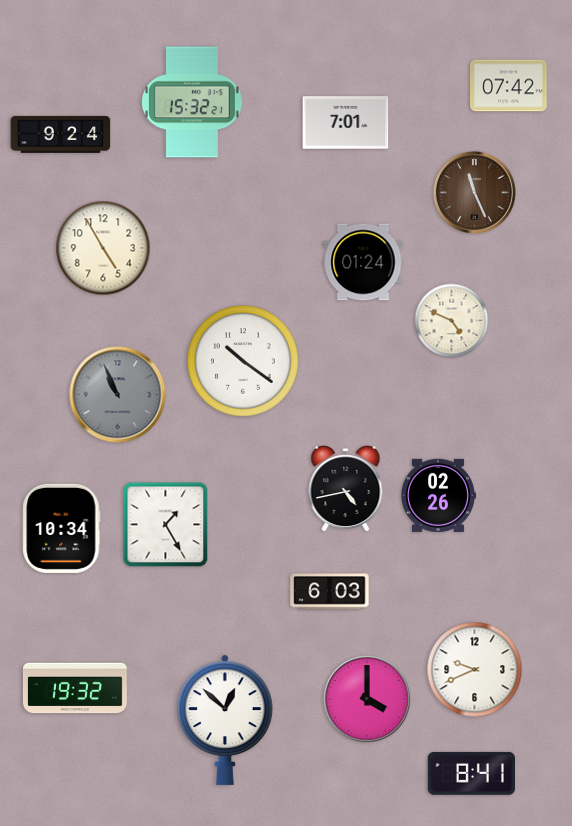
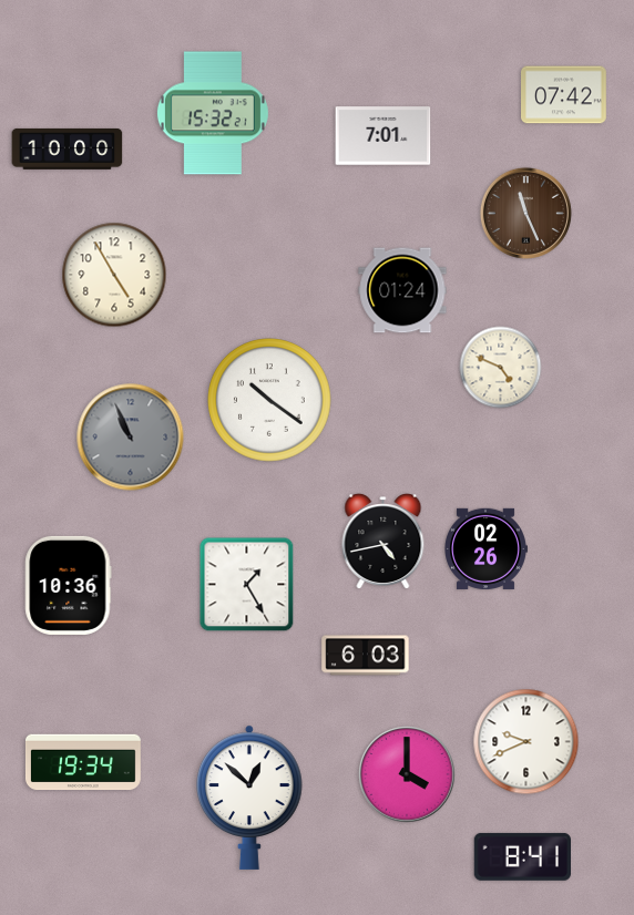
clock at (61, 134): 9:24 -> 10:00
clock at (452, 321) position: (452, 321) -> (501, 368)
clock at (166, 525) position: (166, 525) -> (247, 585)
clock at (62, 528): 10:34 -> 10:36
clock at (75, 688): 19:32 -> 19:34
